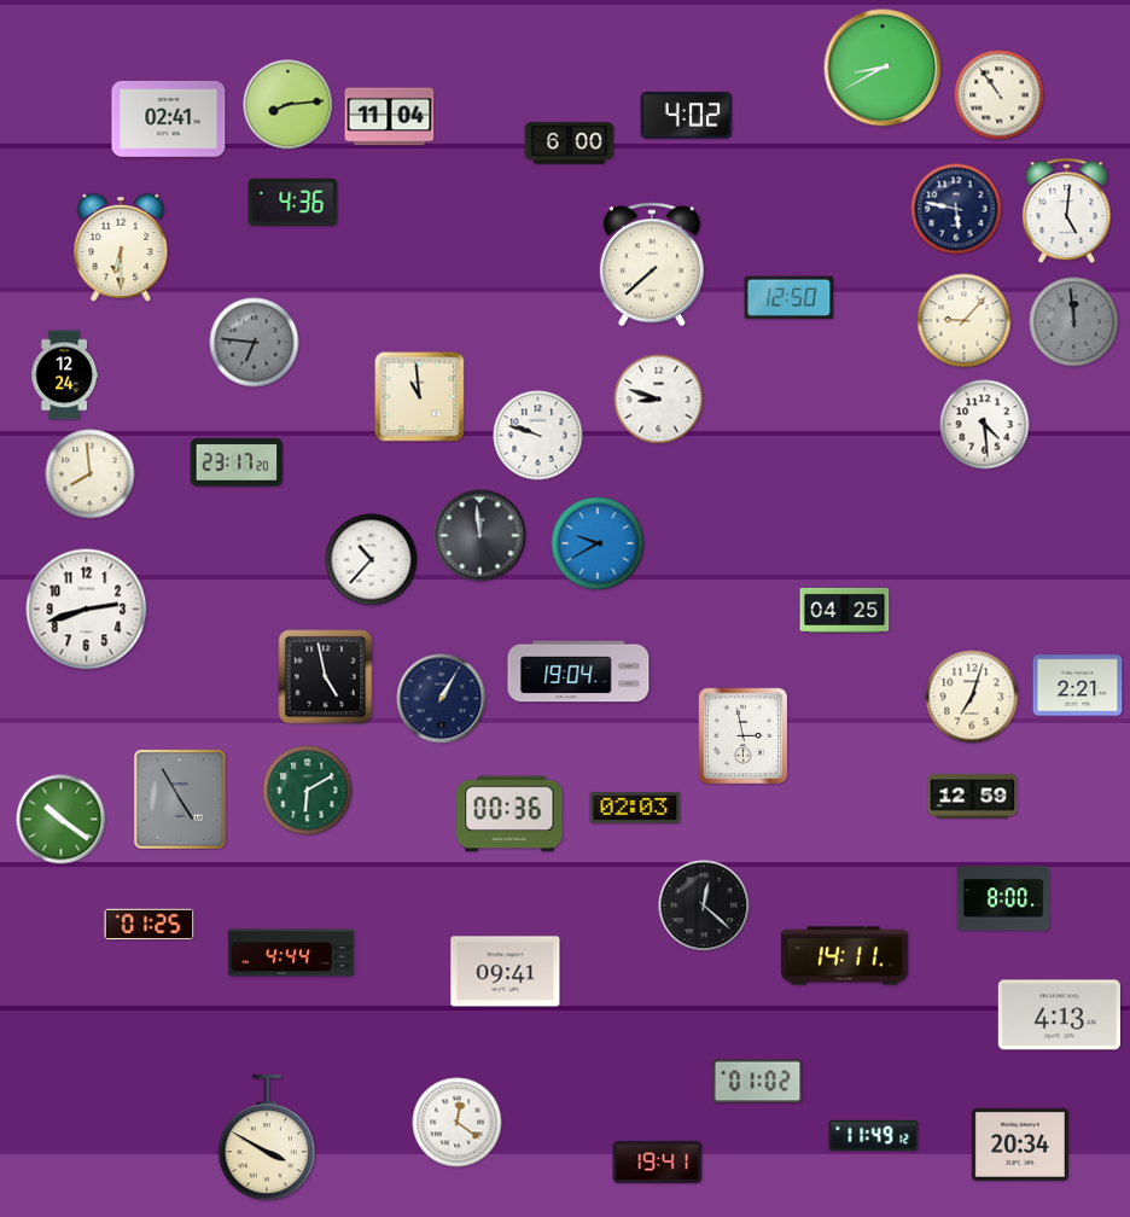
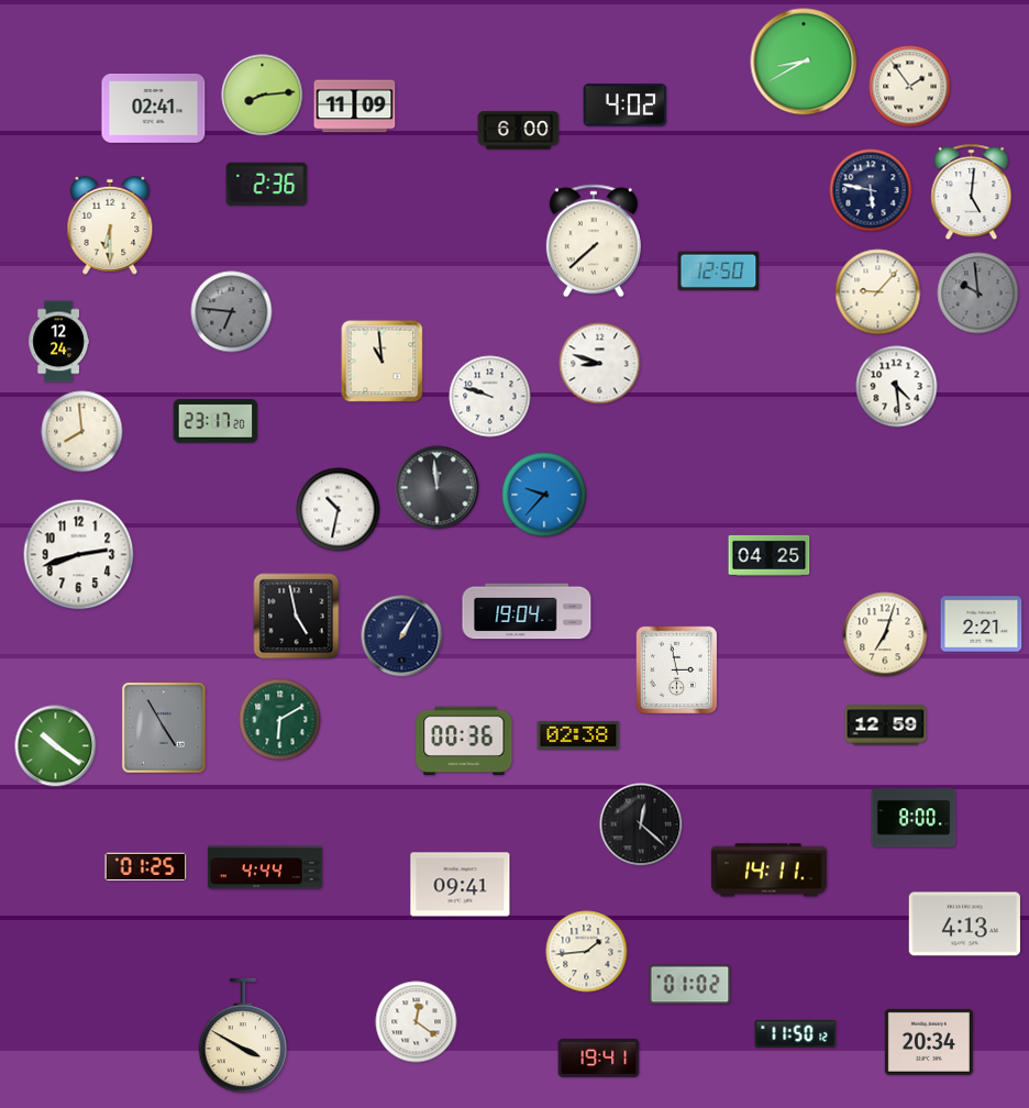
clock at (1000, 95): 10:54 -> 1:54
clock at (390, 117): 11:04 -> 11:09
clock at (293, 202): 4:36 -> 2:36
clock at (1074, 322): 11:59 -> 9:59
clock at (598, 543): 9:40 -> 9:37
clock at (372, 560): 10:37 -> 10:32
clock at (635, 809): 02:03 -> 02:38
clock at (150, 925) position: (150, 925) -> (146, 867)
clock at (587, 952): none -> 1:44
clock at (874, 1135): 11:49 -> 11:50
